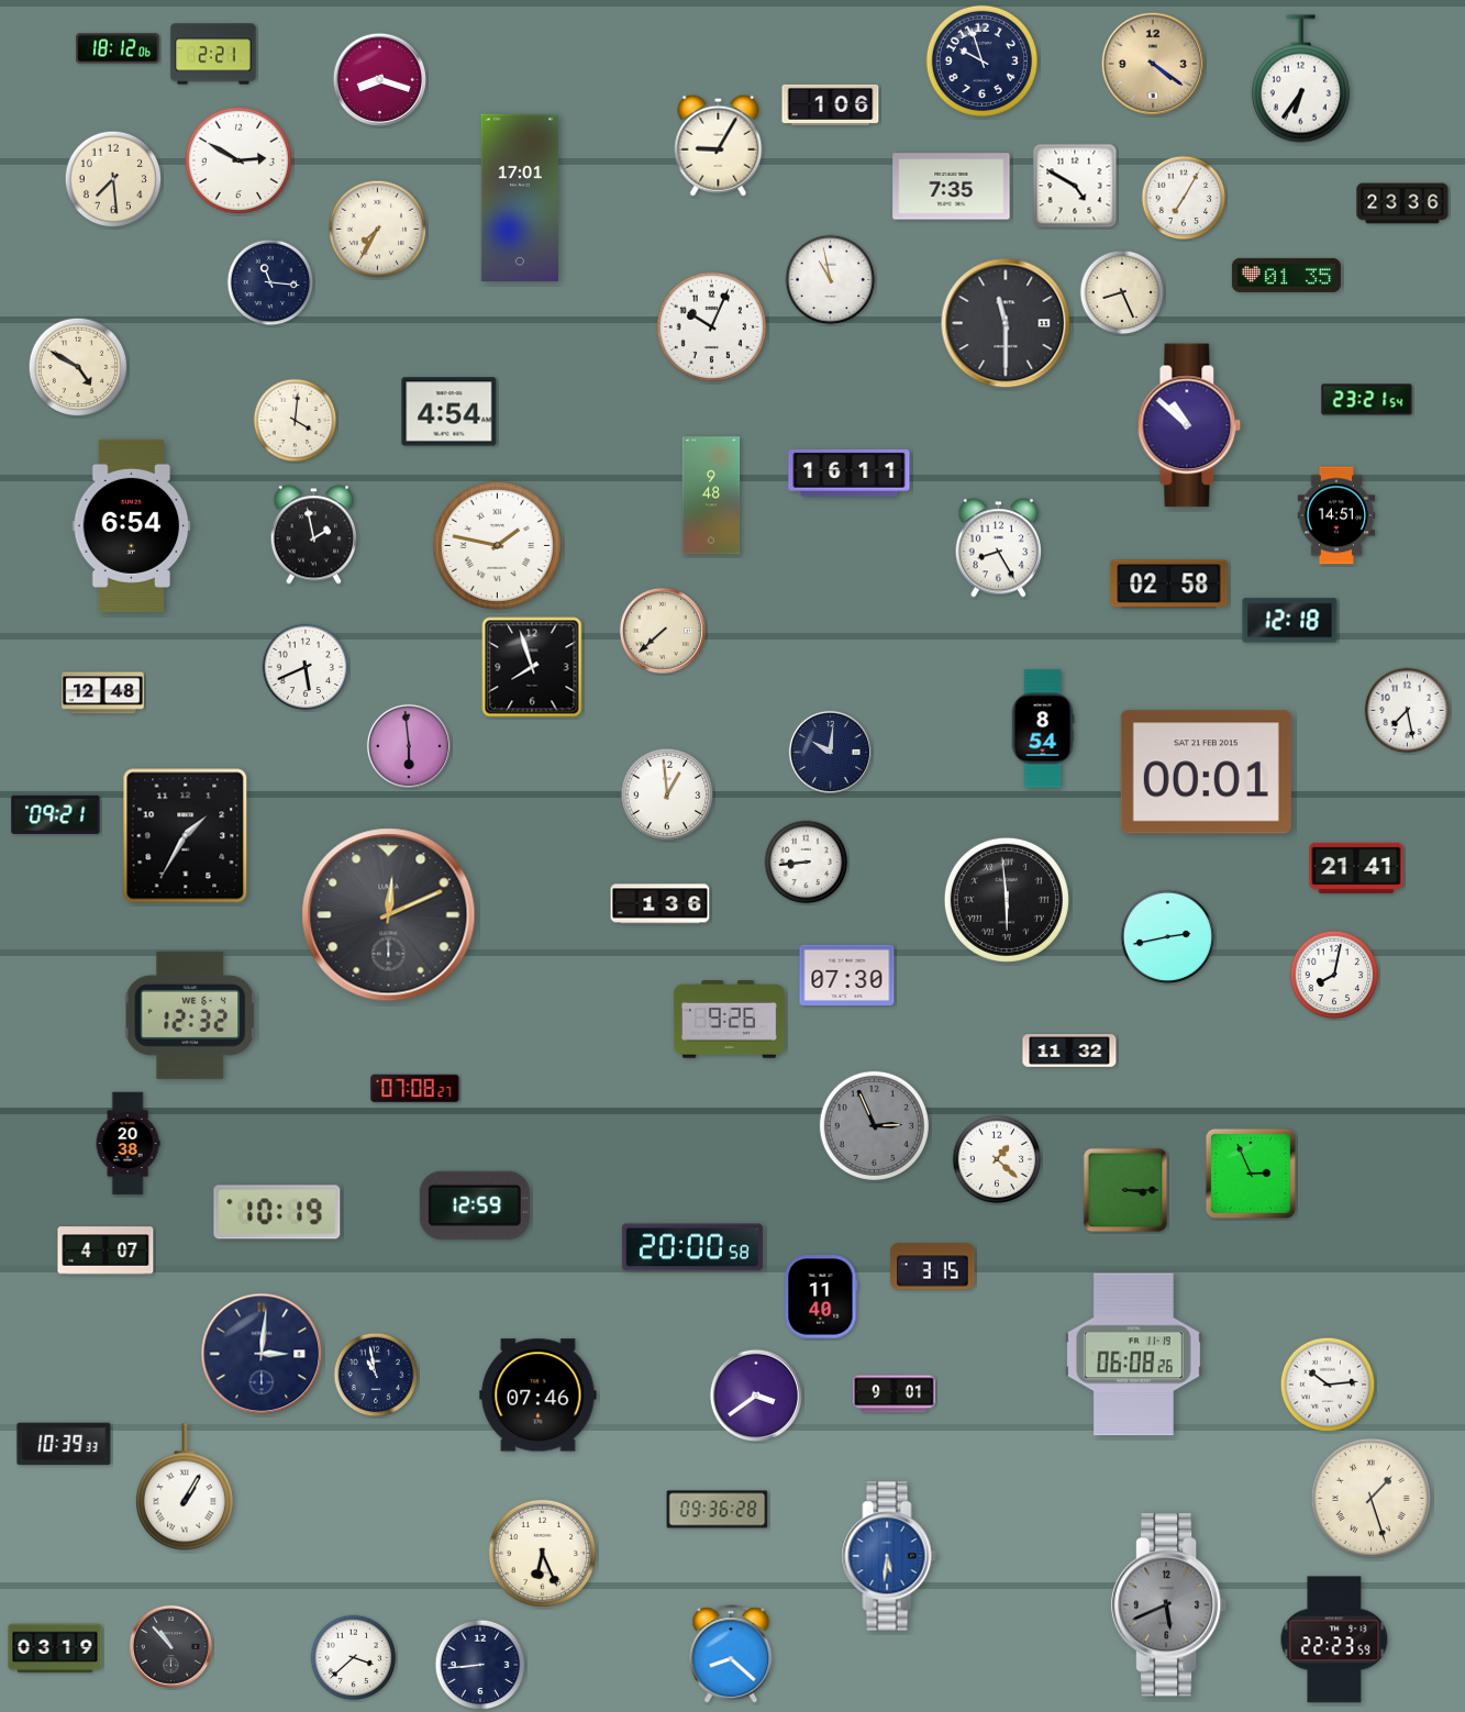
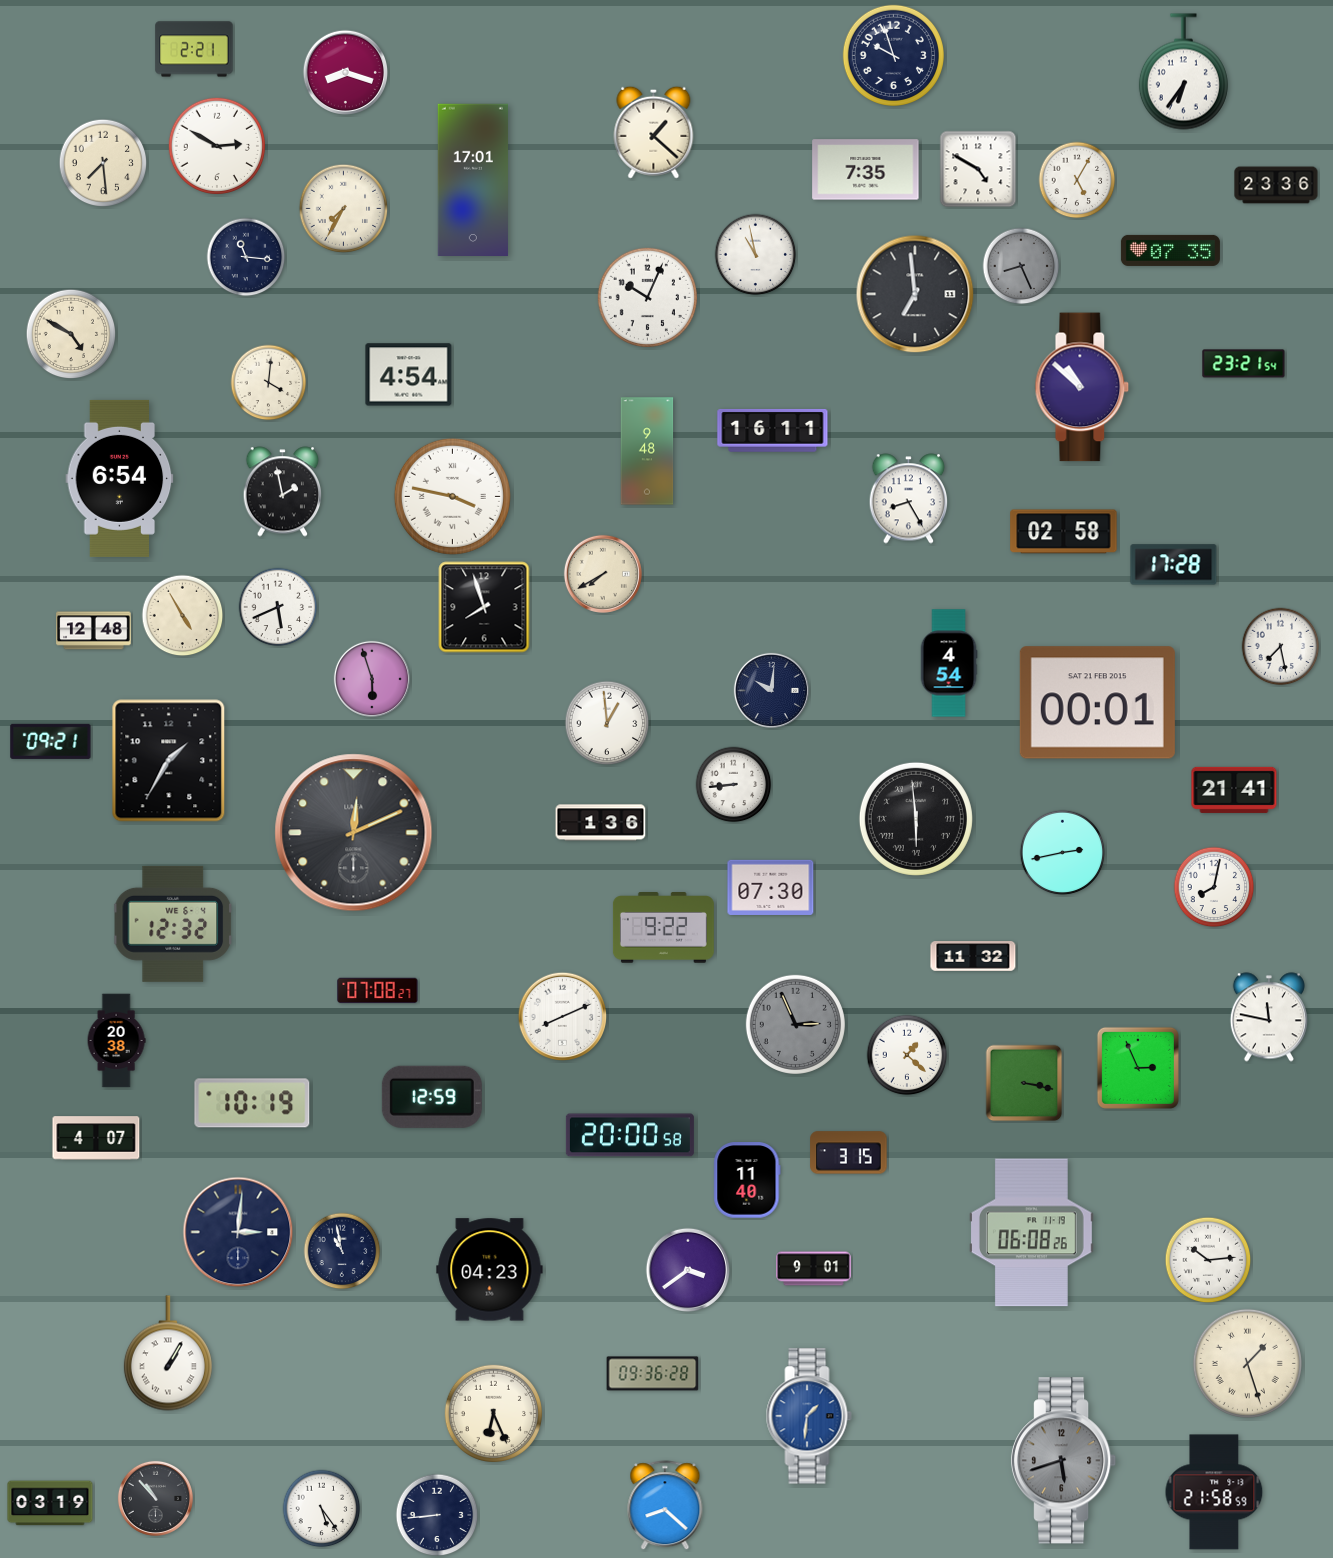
clock at (118, 48): 18:12 -> none
clock at (1153, 64): 4:21 -> none
clock at (831, 104): 1:06 -> none
clock at (719, 145): 9:05 -> 1:22
clock at (1184, 198): 7:05 -> 5:05
clock at (1286, 275): 01:35 -> 07:35
clock at (1122, 292) dial: cream -> grey
clock at (1006, 323): 11:30 -> 6:59
clock at (1336, 515): 14:51 -> none
clock at (314, 535) position: (314, 535) -> (283, 492)
clock at (497, 545): 1:47 -> 3:47
clock at (1290, 621): 12:18 -> 17:28
clock at (663, 631): 7:38 -> 7:40
clock at (183, 616): none -> 4:55
clock at (1043, 729): 8:54 -> 4:54
clock at (409, 746): 5:59 -> 5:57
clock at (830, 752) position: (830, 752) -> (771, 690)
clock at (729, 1020): 9:26 -> 9:22
clock at (563, 1017): none -> 8:11
clock at (1269, 1017): none -> 11:47
clock at (1125, 1190): 3:15 -> 3:17
clock at (539, 1396): 07:46 -> 04:23
clock at (64, 1444): 10:39 -> none
clock at (889, 1556): 5:31 -> 1:31
clock at (1169, 1605): 5:41 -> 5:42
clock at (1334, 1639): 22:23 -> 21:58
clock at (55, 1648) position: (55, 1648) -> (50, 1503)
clock at (354, 1658): 3:38 -> 5:24
